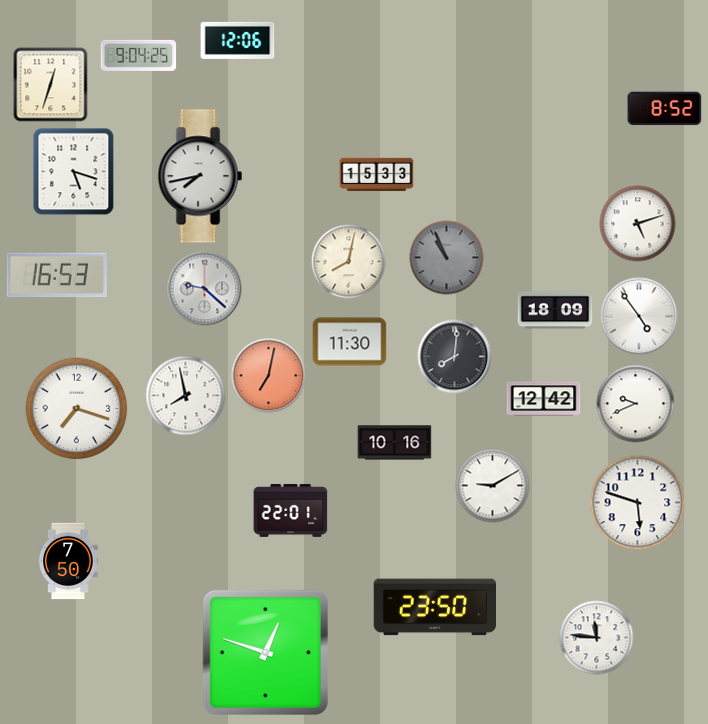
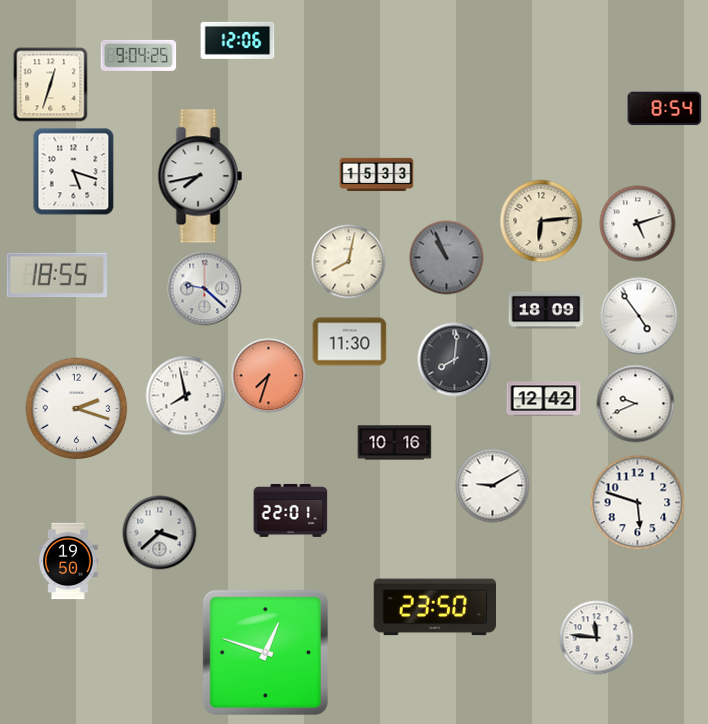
clock at (665, 109): 8:52 -> 8:54
clock at (541, 221): none -> 6:14
clock at (57, 275): 16:53 -> 18:55
clock at (555, 310) position: (555, 310) -> (546, 310)
clock at (455, 357) position: (455, 357) -> (455, 360)
clock at (269, 376): 7:02 -> 7:33
clock at (77, 409): 7:18 -> 2:18
clock at (160, 533): none -> 3:38
clock at (68, 561): 7:50 -> 19:50
